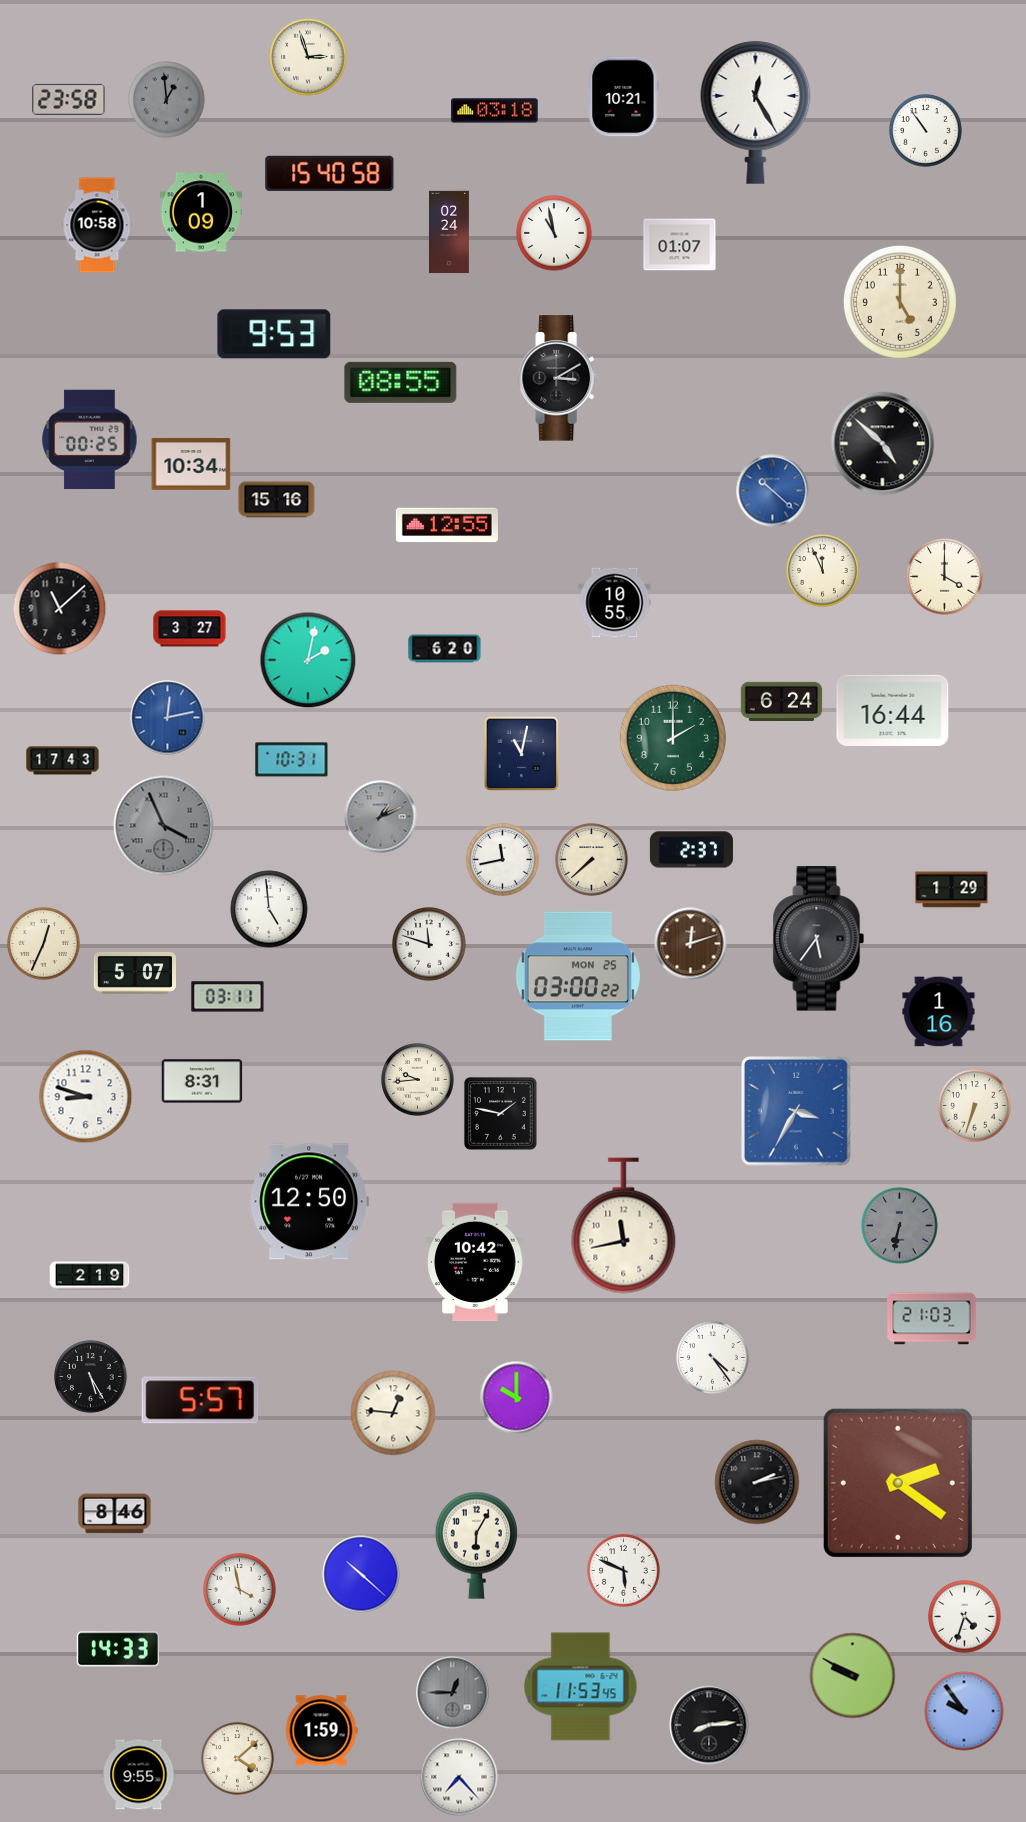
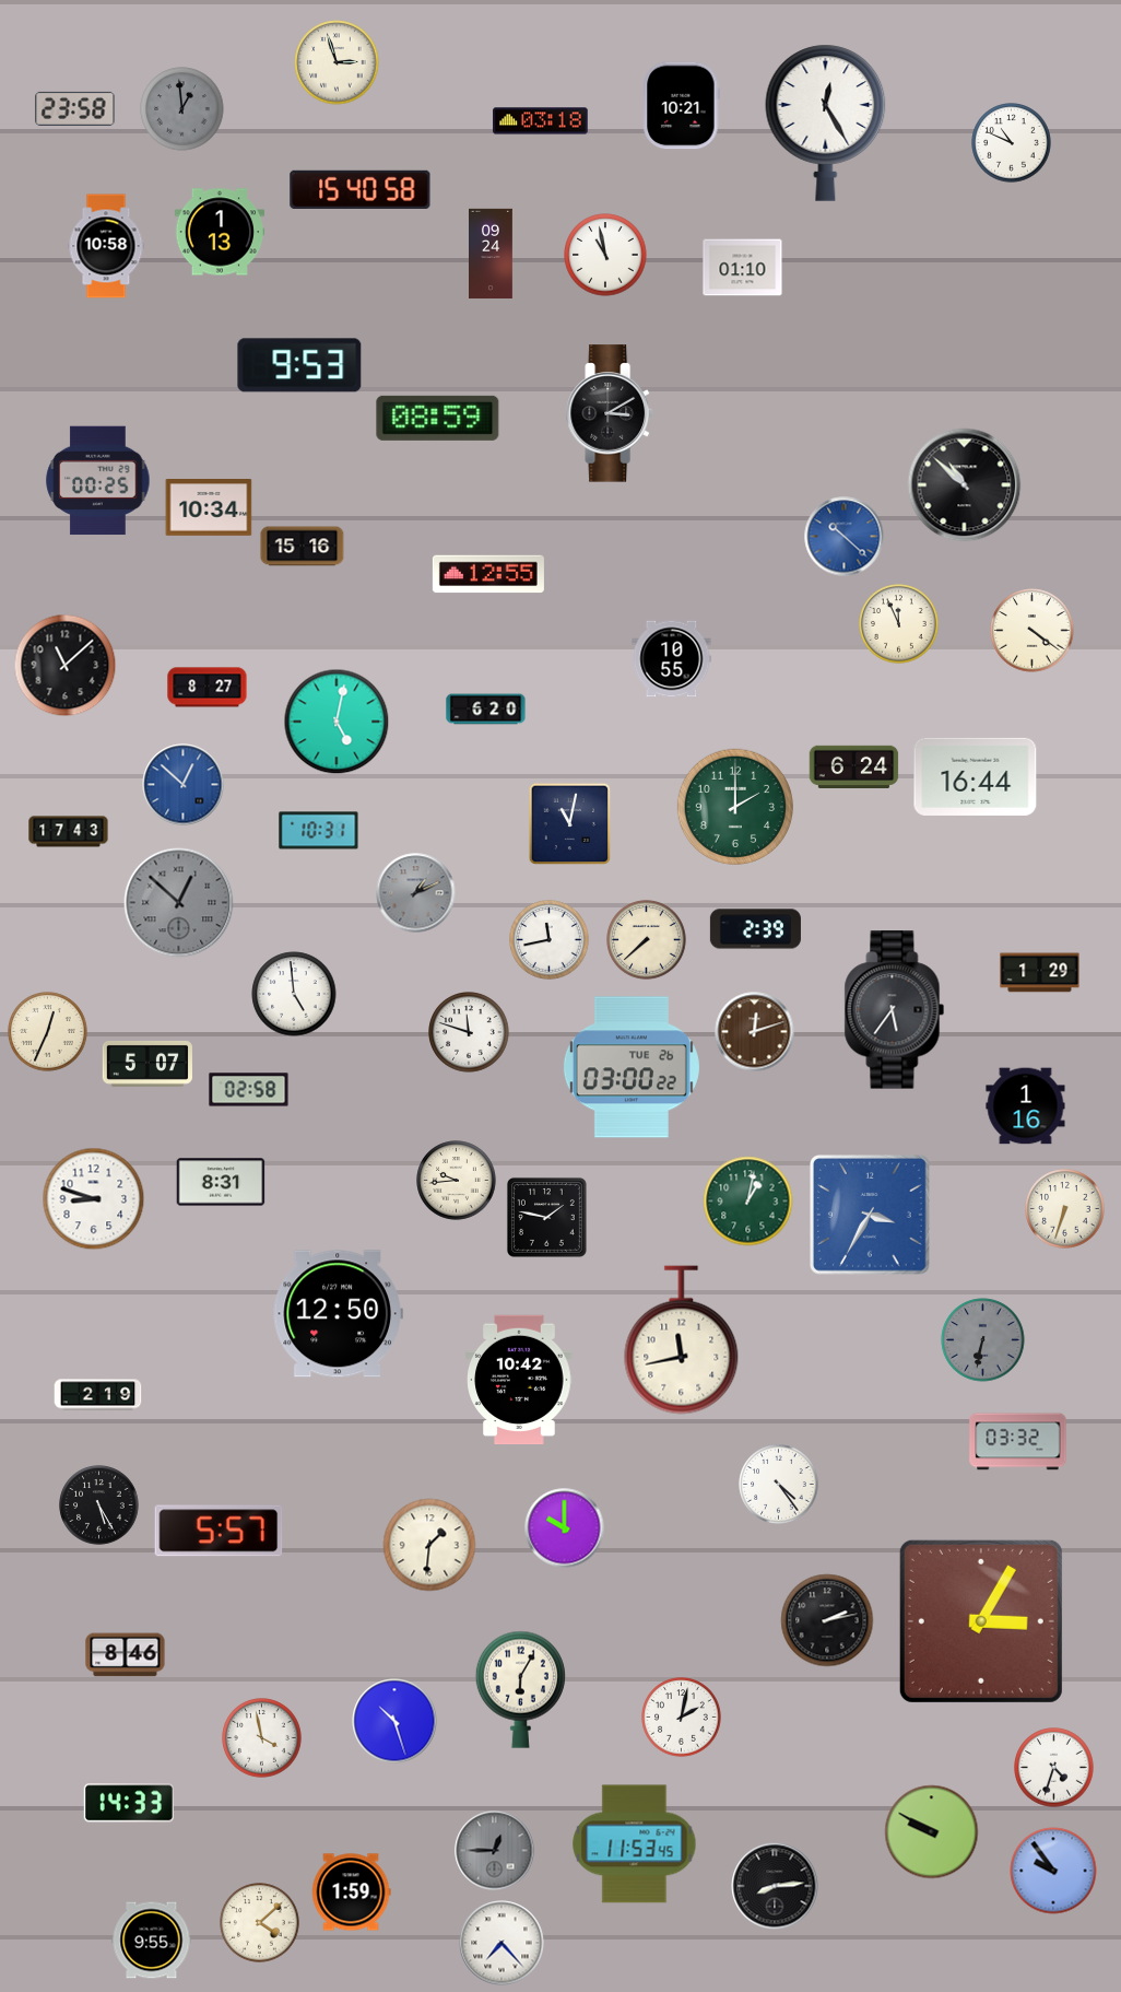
clock at (926, 131): 10:54 -> 10:49
clock at (200, 212): 1:09 -> 1:13
clock at (450, 232): 02:24 -> 09:24
clock at (680, 245): 01:07 -> 01:10
clock at (900, 302): 5:00 -> none
clock at (401, 382): 08:55 -> 08:59
clock at (883, 444): 4:52 -> 10:52
clock at (945, 577): 4:00 -> 4:21
clock at (190, 629): 3:27 -> 8:27
clock at (308, 660): 2:02 -> 5:02
clock at (168, 718): 12:13 -> 12:52
clock at (164, 826): 3:56 -> 12:52
clock at (691, 850): 2:37 -> 2:39
clock at (819, 939) position: (819, 939) -> (895, 1010)
clock at (578, 976) date: MON 25 -> TUE 26
clock at (228, 997): 03:11 -> 02:58
clock at (748, 1202): none -> 1:02
clock at (932, 1319): 21:03 -> 03:32
clock at (393, 1413): 12:46 -> 1:31
clock at (898, 1483): 2:21 -> 3:05
clock at (624, 1571): 5:49 -> 2:02
clock at (361, 1574): 10:22 -> 10:27
